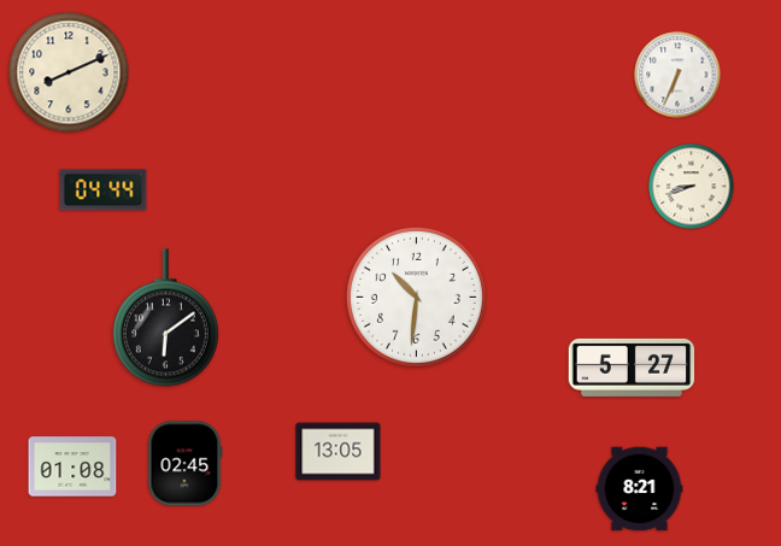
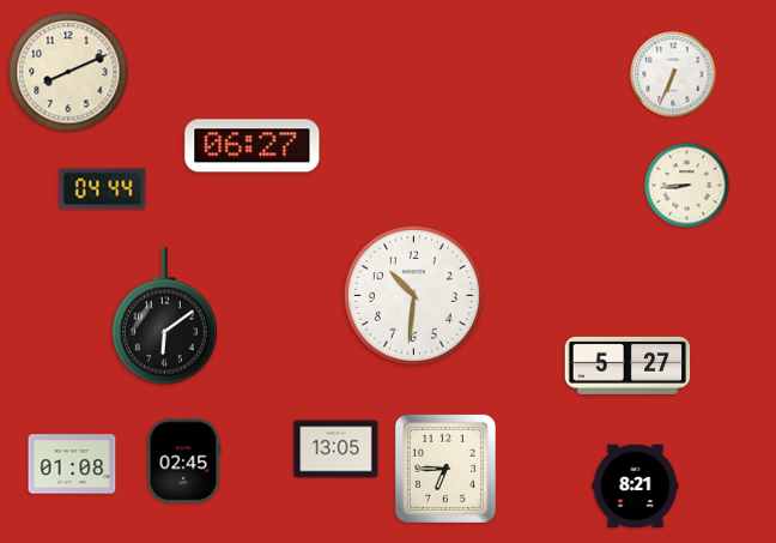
clock at (253, 146): none -> 06:27
clock at (692, 187): 8:42 -> 8:44
clock at (445, 469): none -> 6:45
